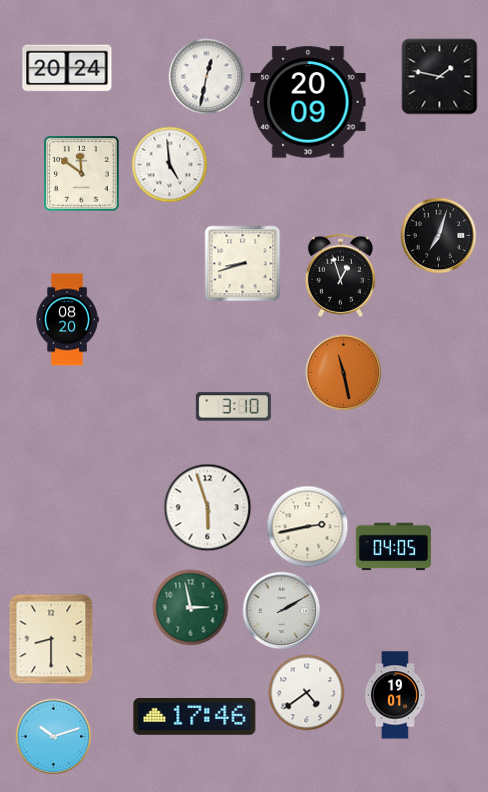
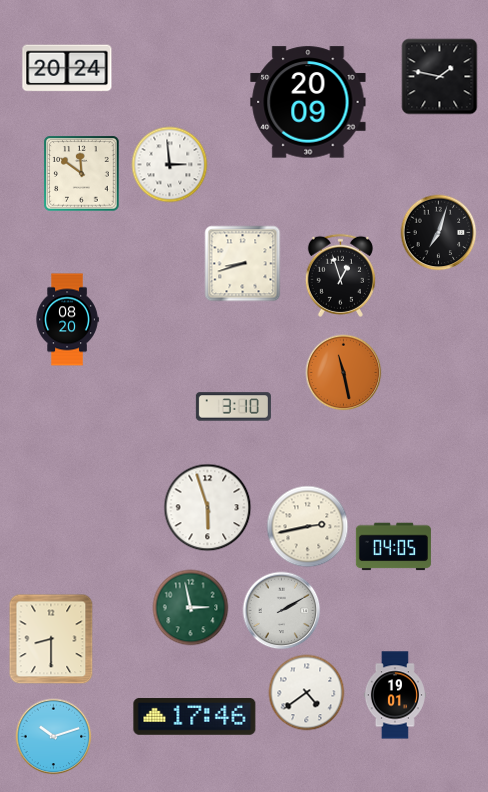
clock at (207, 77): 12:32 -> none
clock at (170, 165): 4:59 -> 2:59
clock at (439, 236) position: (439, 236) -> (439, 233)
